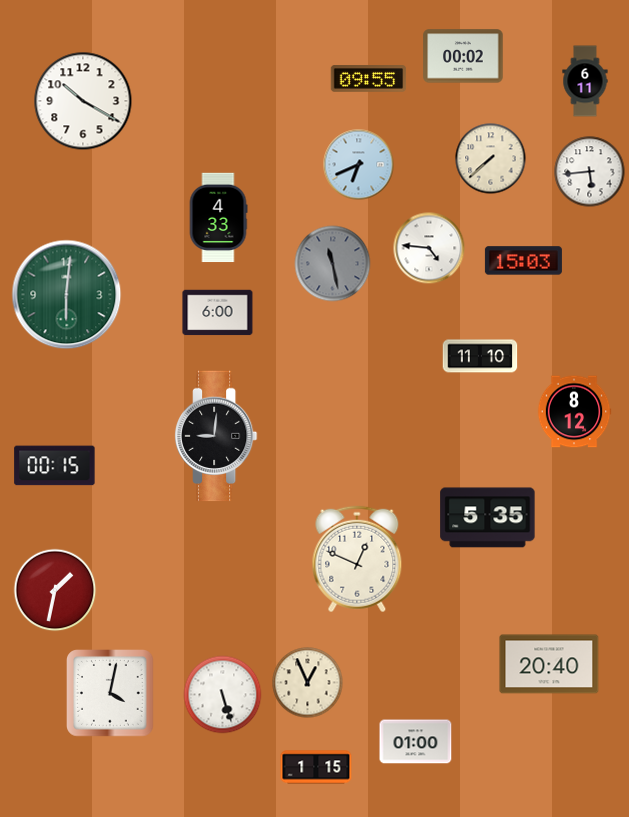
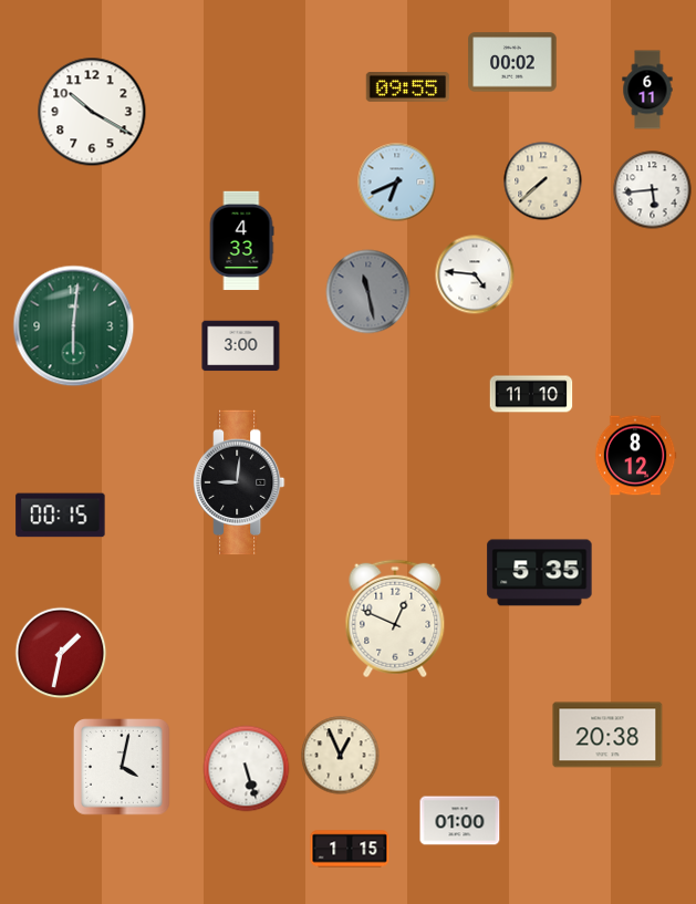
clock at (491, 159) position: (491, 159) -> (543, 181)
clock at (523, 261): 15:03 -> none
clock at (218, 313): 6:00 -> 3:00
clock at (549, 664): 20:40 -> 20:38
